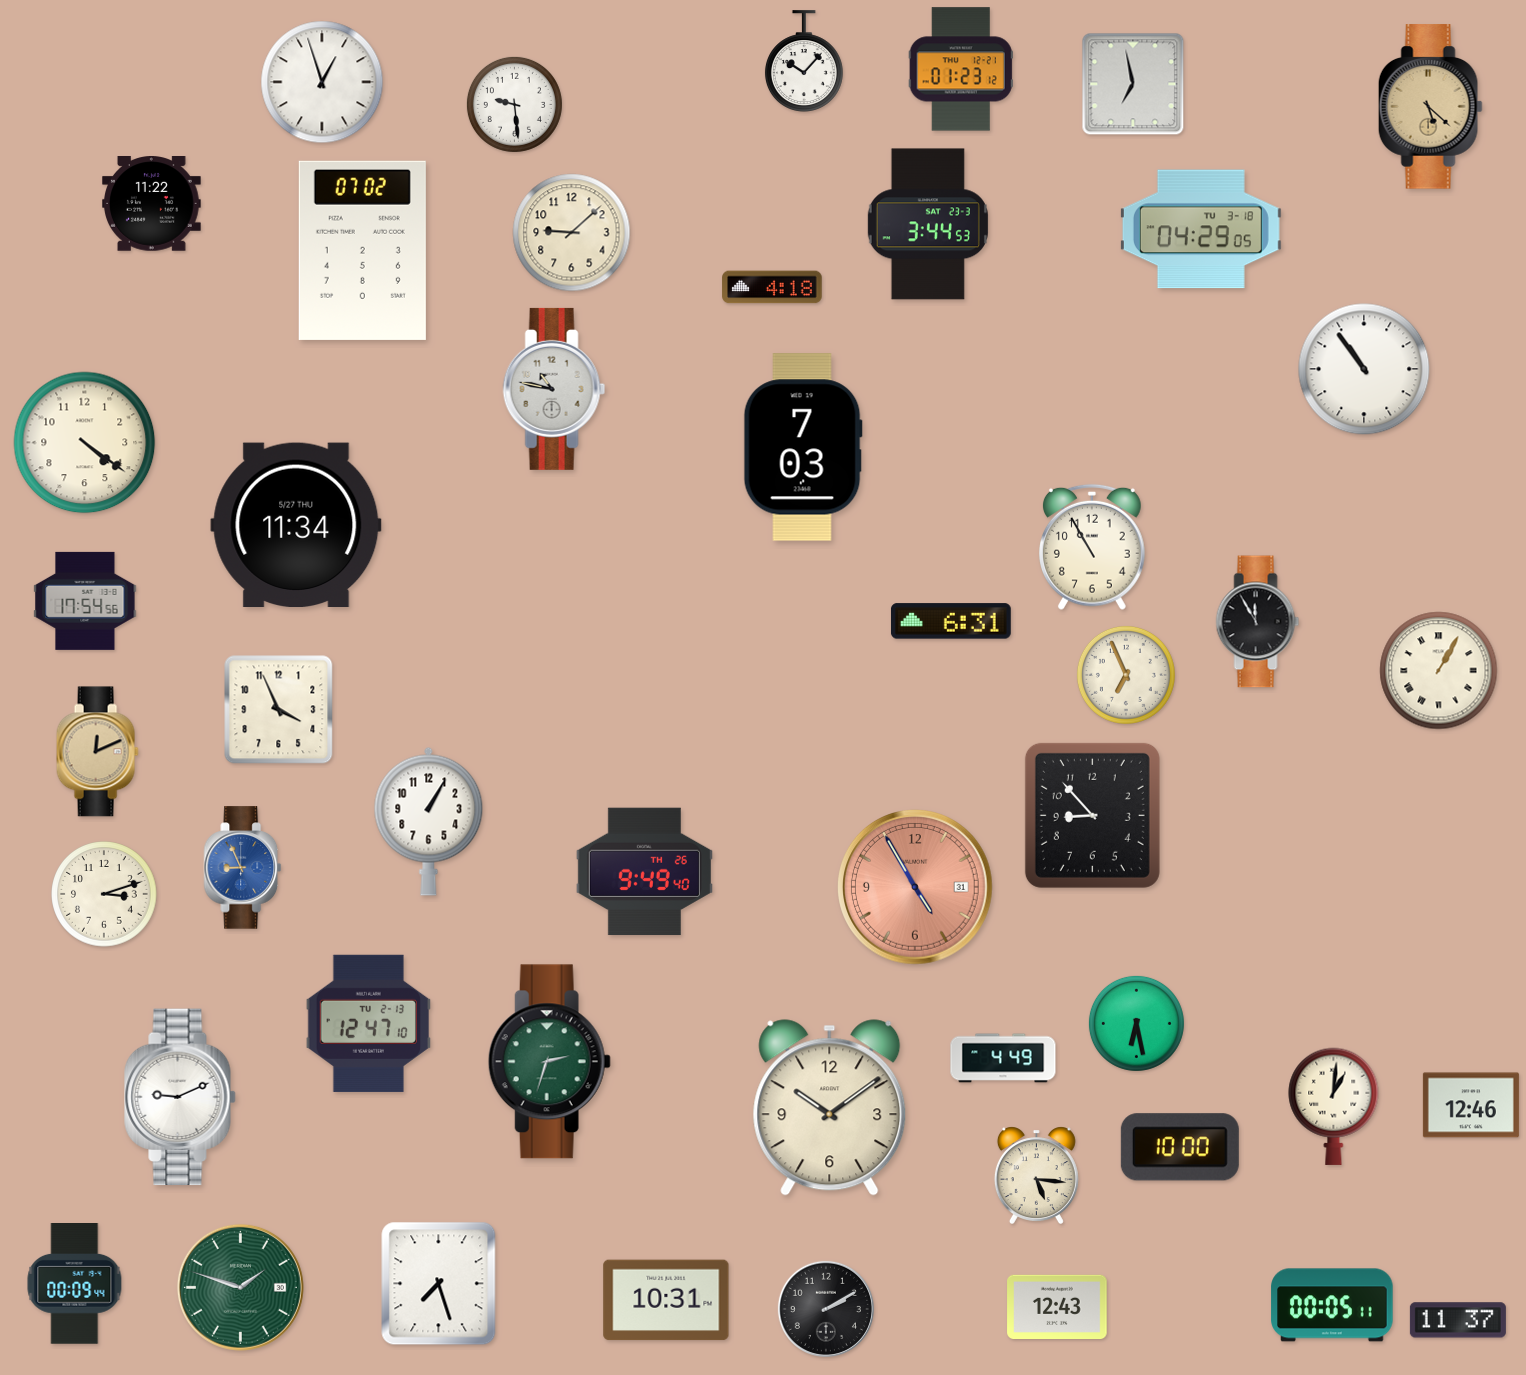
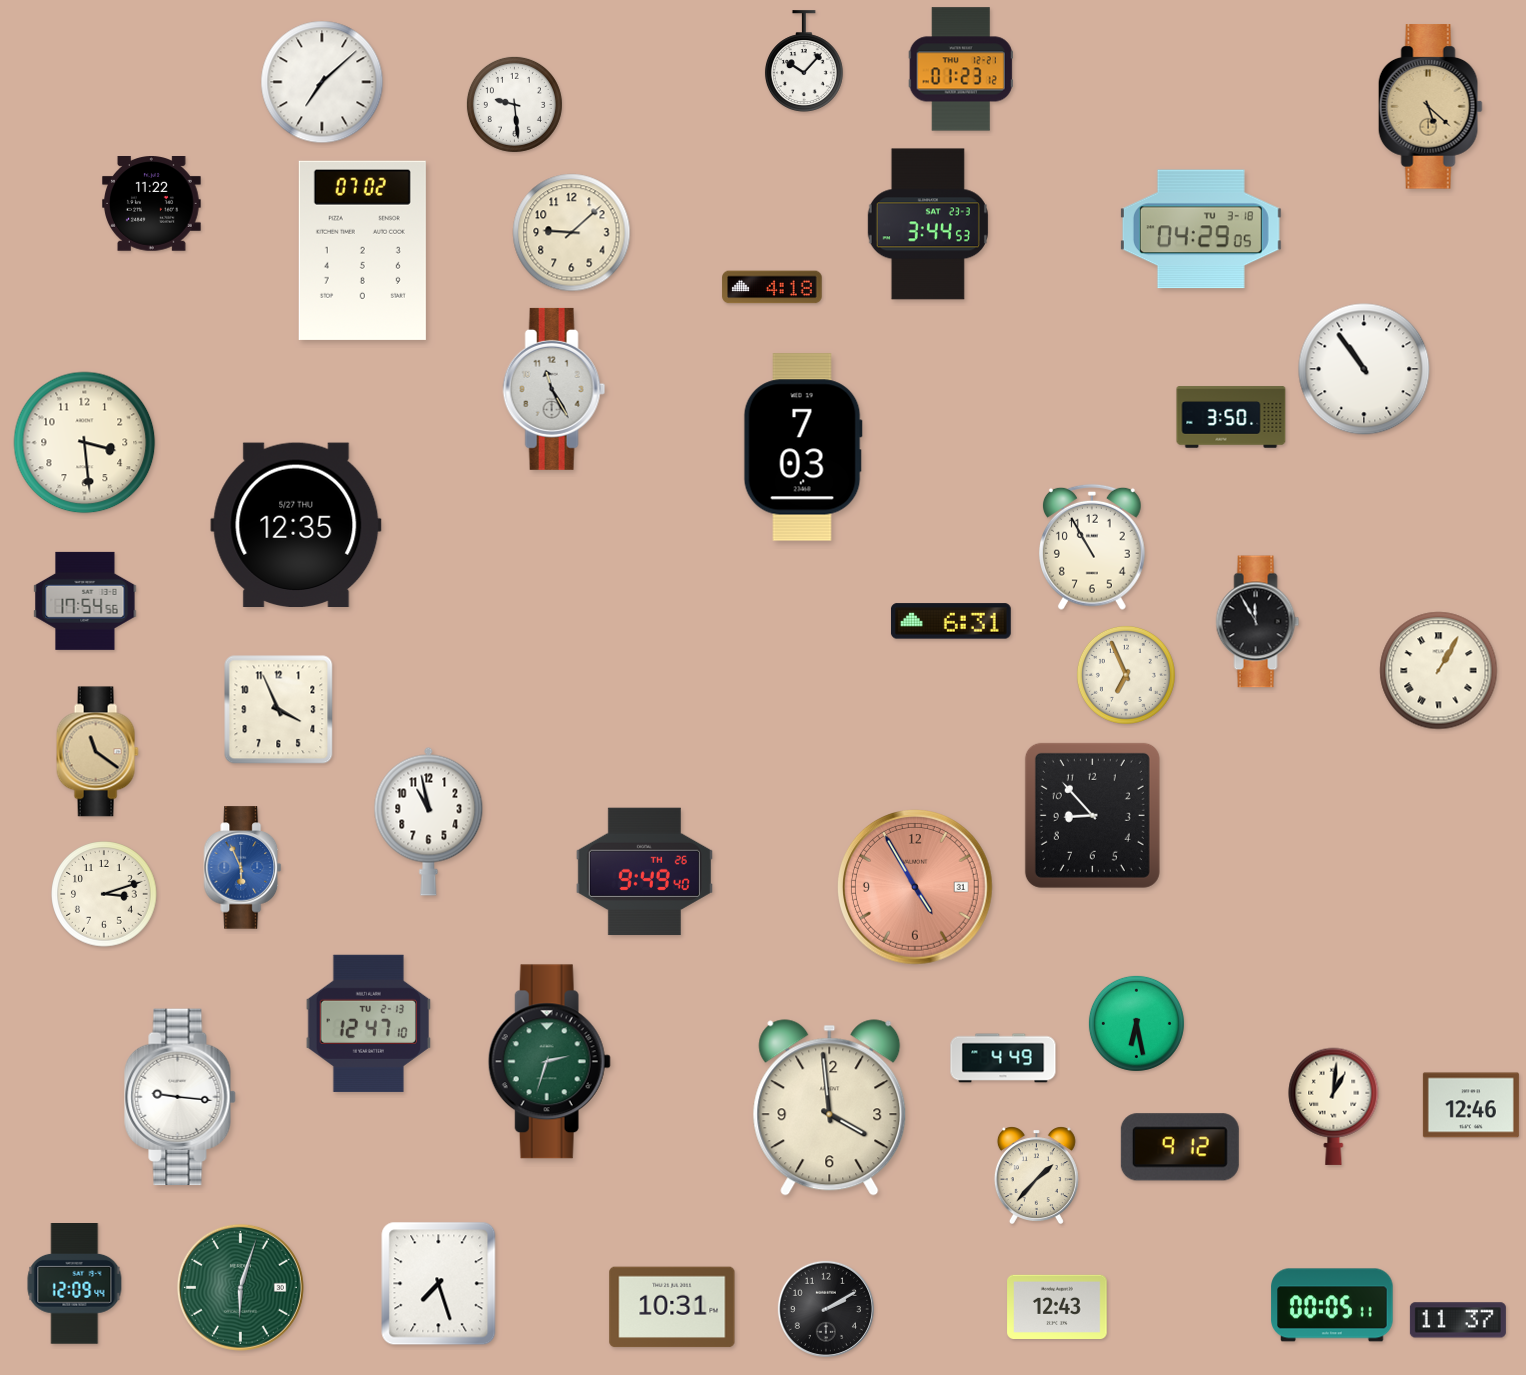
clock at (322, 82): 12:57 -> 7:08
clock at (1133, 84): 6:58 -> none
clock at (554, 389): 10:47 -> 11:25
clock at (1231, 417): none -> 3:50
clock at (85, 443): 4:21 -> 3:29
clock at (296, 524): 11:34 -> 12:35
clock at (97, 752): 12:11 -> 11:21
clock at (429, 821): 1:05 -> 10:58
clock at (243, 868): 8:56 -> 5:56
clock at (180, 1097): 9:11 -> 9:16
clock at (830, 1108): 10:09 -> 3:59
clock at (1180, 1147): 10:00 -> 9:12
clock at (1036, 1175): 5:16 -> 1:37
clock at (75, 1284): 00:09 -> 12:09
clock at (240, 1287): 1:48 -> 6:03
clock at (666, 1300) position: (666, 1300) -> (672, 1307)
